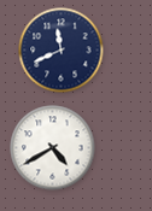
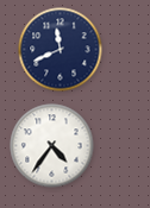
clock at (53, 148): 4:40 -> 4:36
